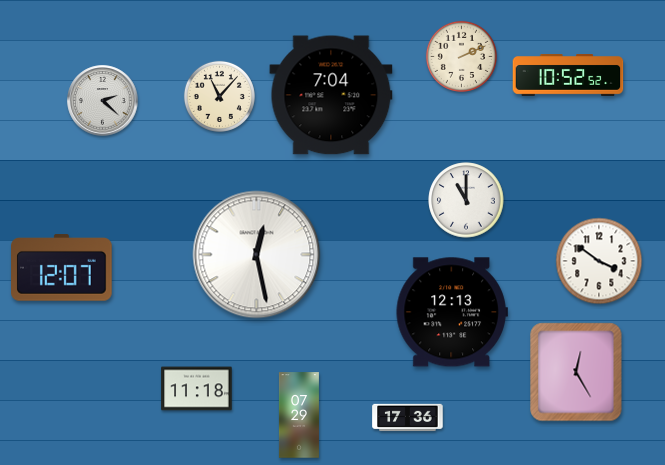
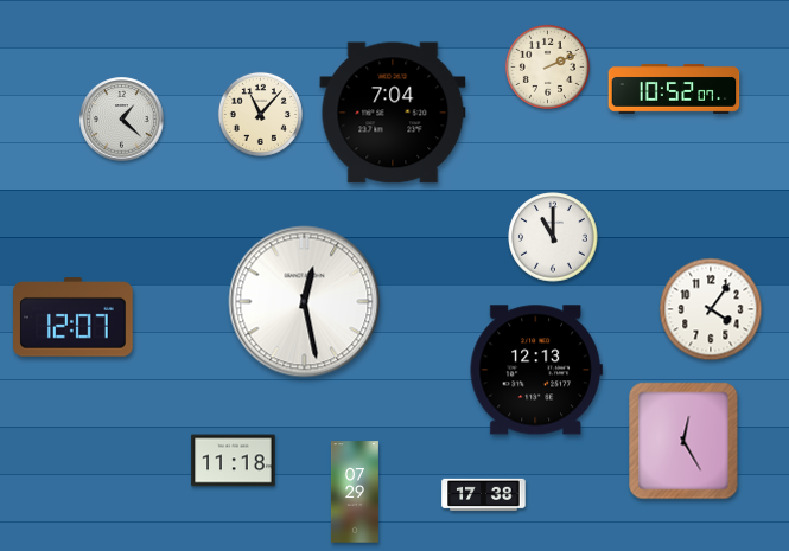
clock at (568, 75): 10:52:52 -> 10:52:07
clock at (103, 101): 2:22 -> 1:22
clock at (599, 261): 3:51 -> 4:06
clock at (408, 418): 17:36 -> 17:38
